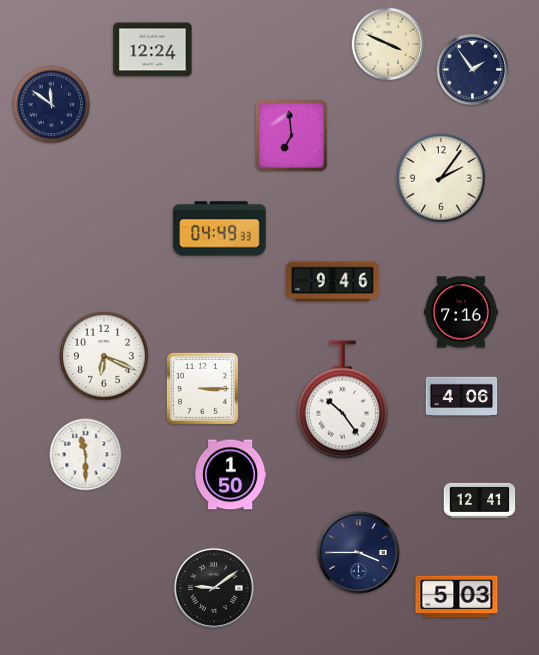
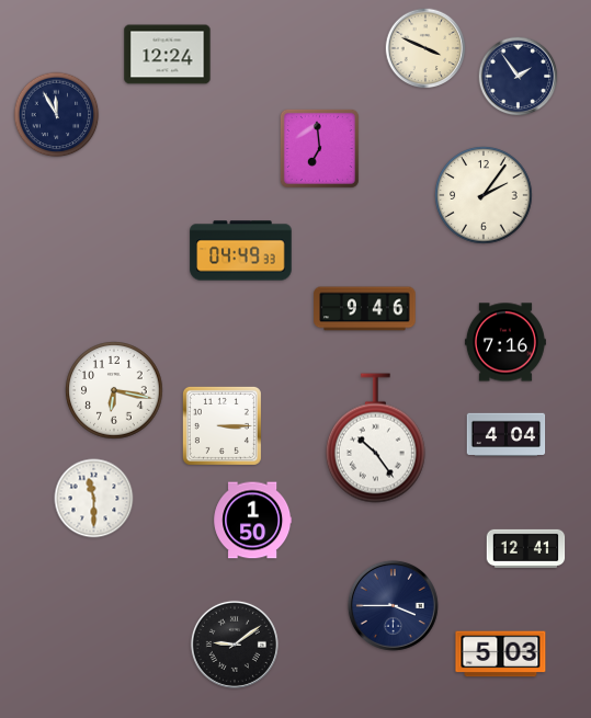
clock at (52, 105): 11:51 -> 11:55
clock at (104, 356): 6:19 -> 6:17
clock at (462, 396): 4:06 -> 4:04
